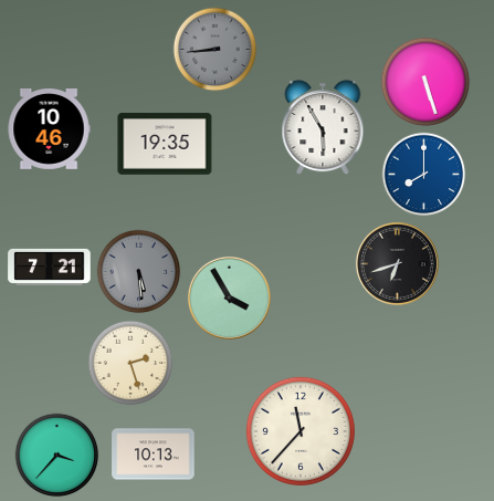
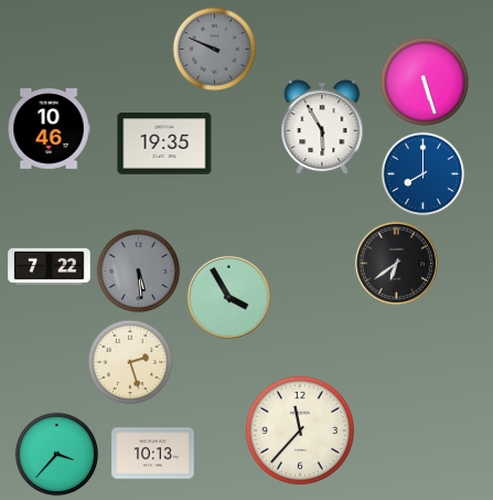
clock at (216, 50): 8:44 -> 9:49
clock at (397, 263): 6:42 -> 6:39
clock at (50, 267): 7:21 -> 7:22
